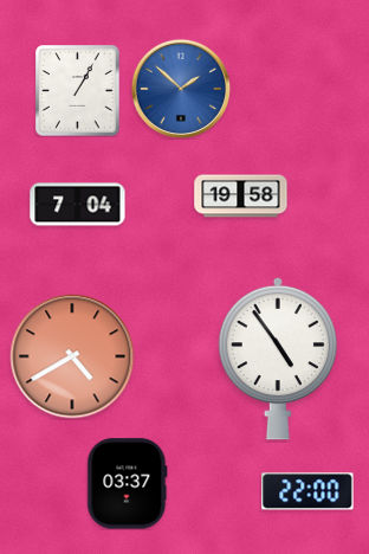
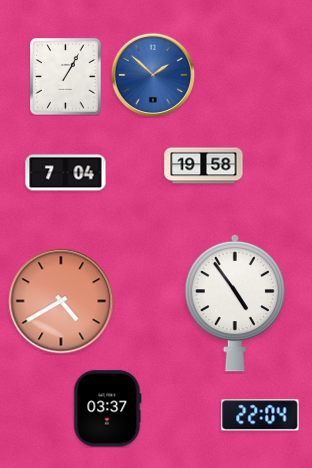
clock at (307, 491): 22:00 -> 22:04
